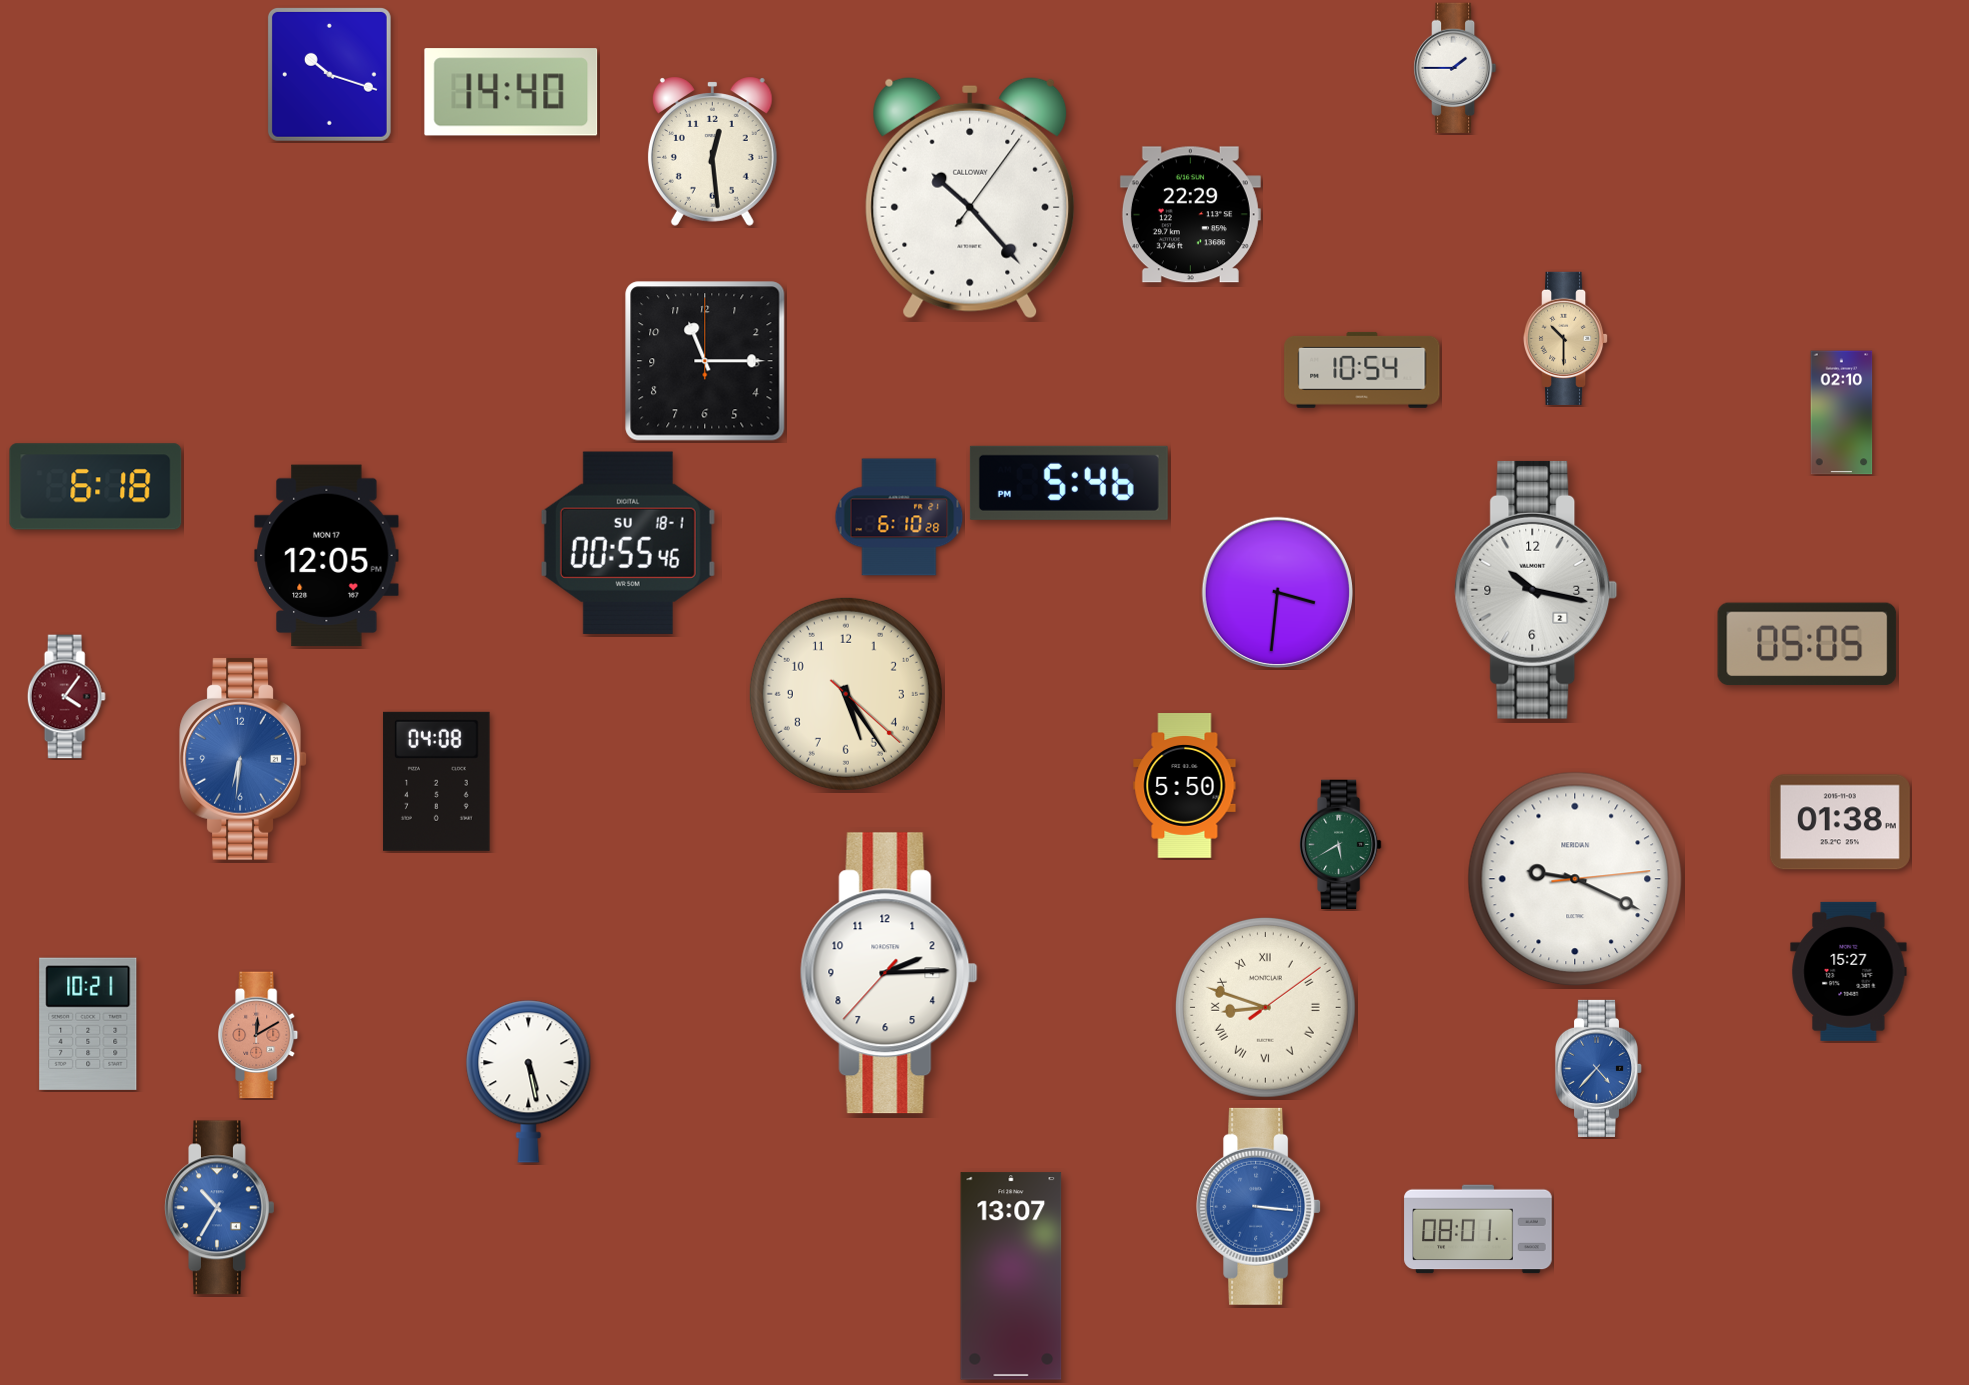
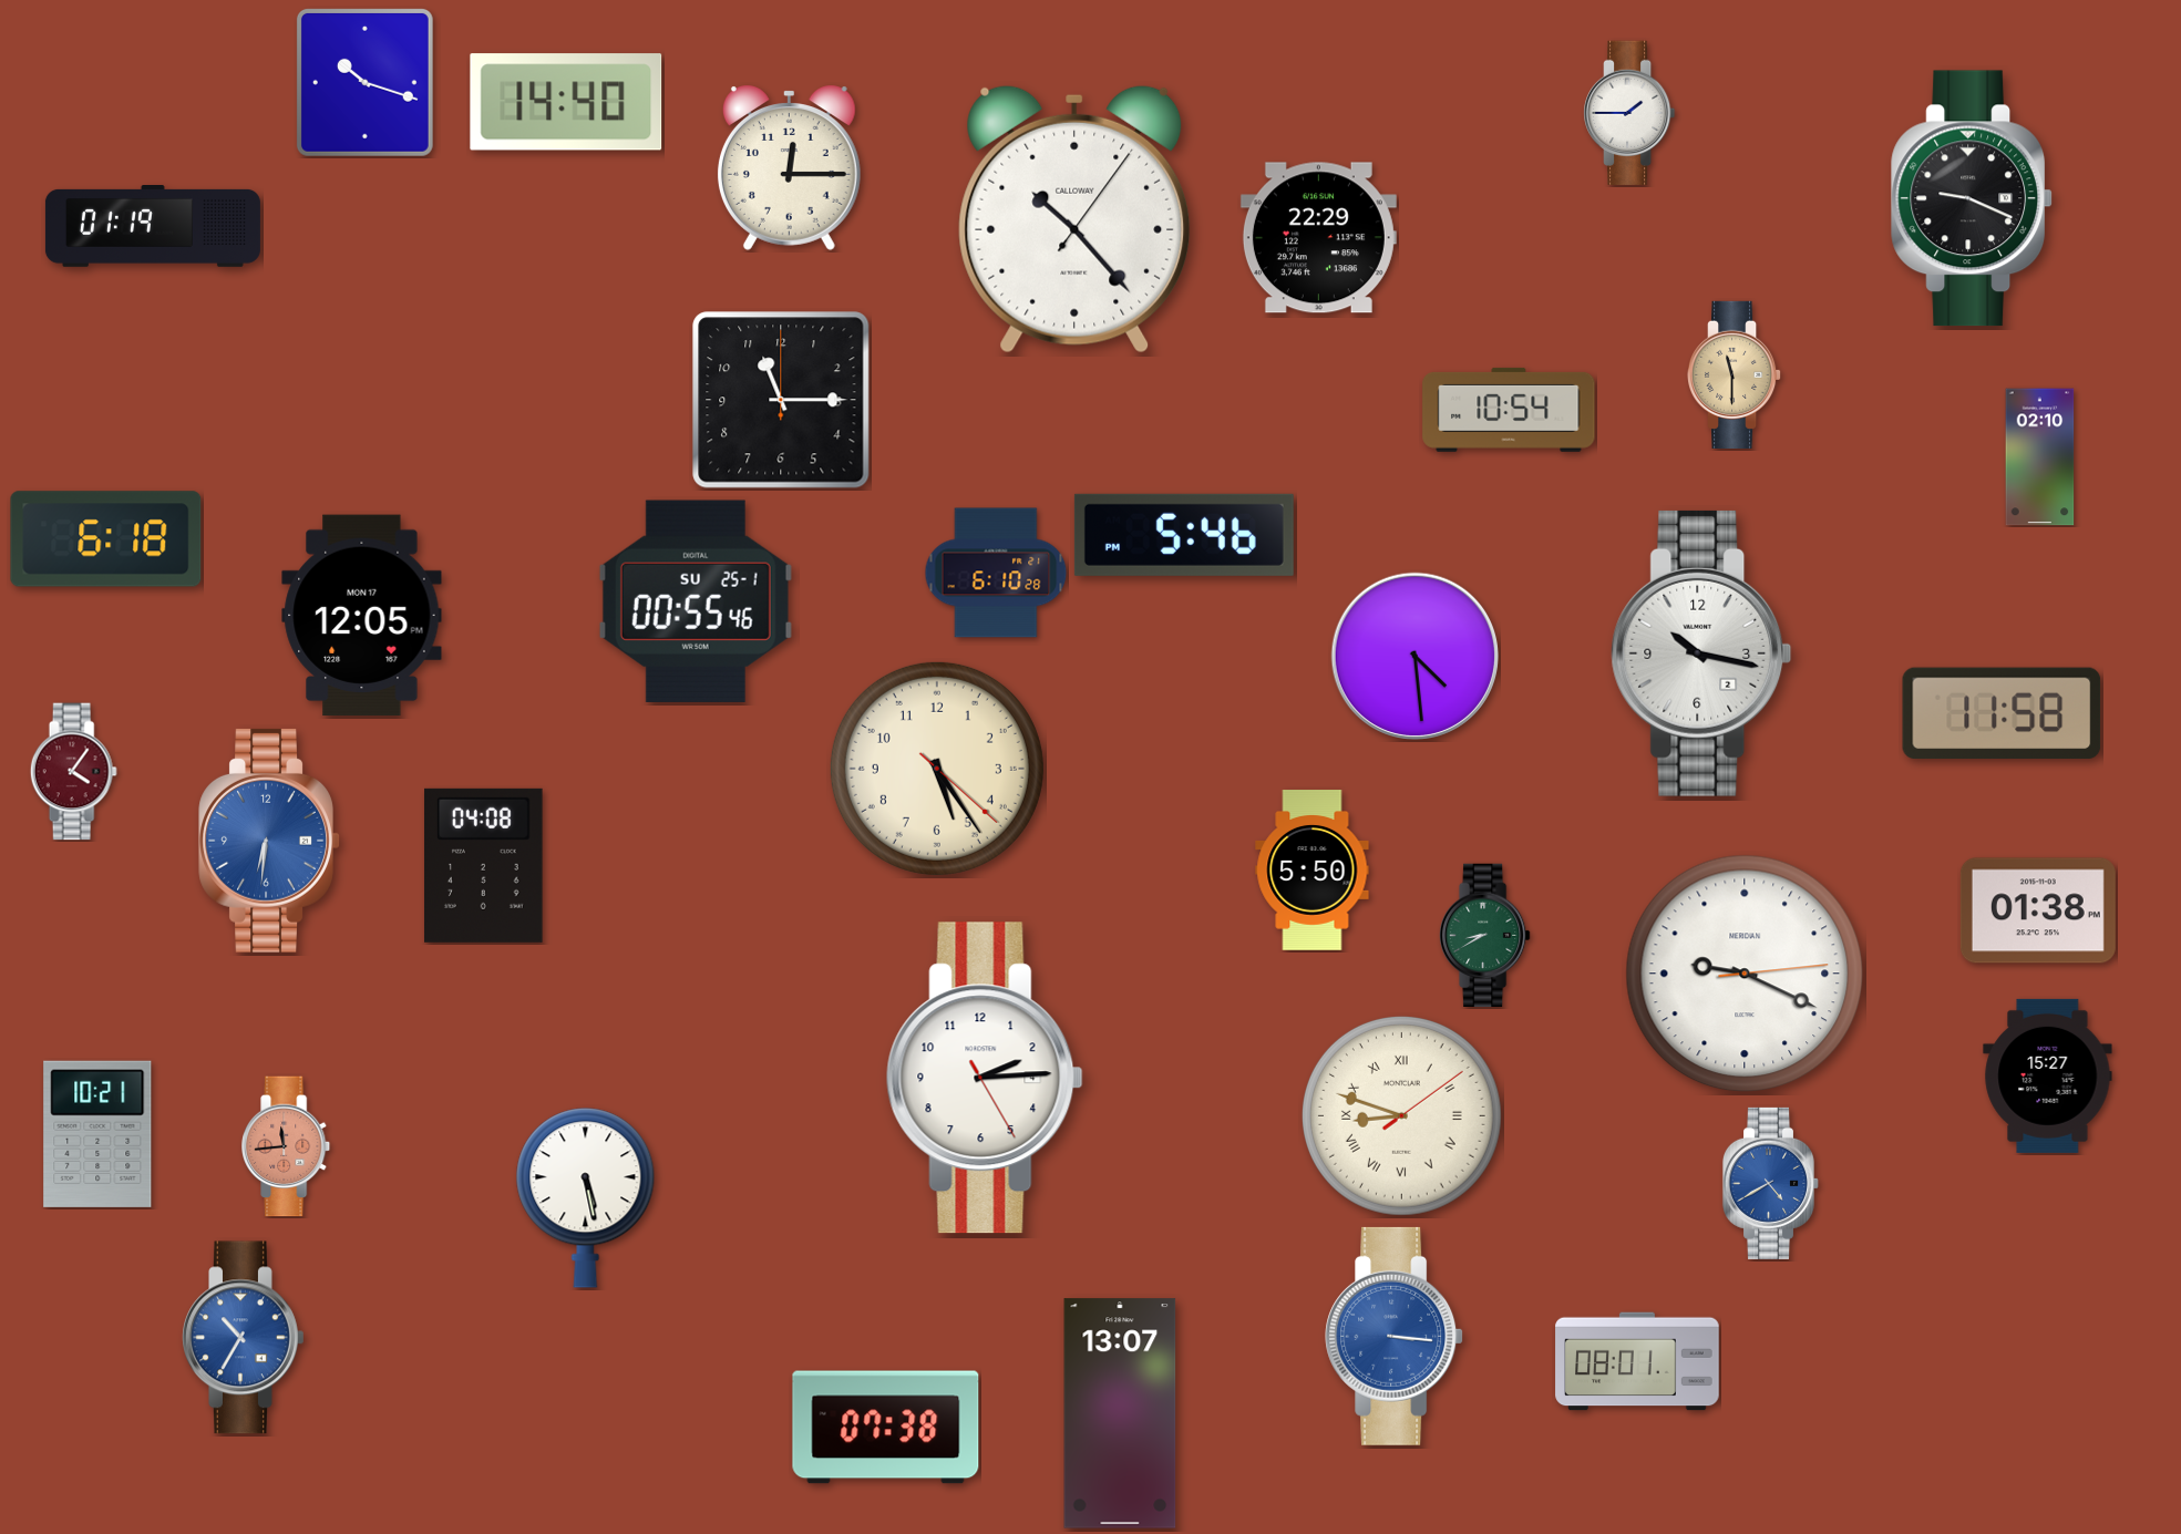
clock at (1456, 68) position: (1456, 68) -> (1630, 113)
clock at (712, 151): 12:29 -> 12:15
clock at (1972, 198): none -> 9:19
clock at (153, 227): none -> 01:19
clock at (1567, 338): 10:30 -> 11:30
clock at (628, 543) date: SU 18-1 -> SU 25-1
clock at (1277, 592): 3:31 -> 4:29
clock at (1807, 644): 05:05 -> 11:58
clock at (1341, 845): 5:40 -> 8:40
clock at (889, 973): 2:14:37 -> 2:14:25
clock at (259, 1035): 12:10 -> 11:44
clock at (1598, 1068): 4:37 -> 4:40
clock at (886, 1428): none -> 07:38
